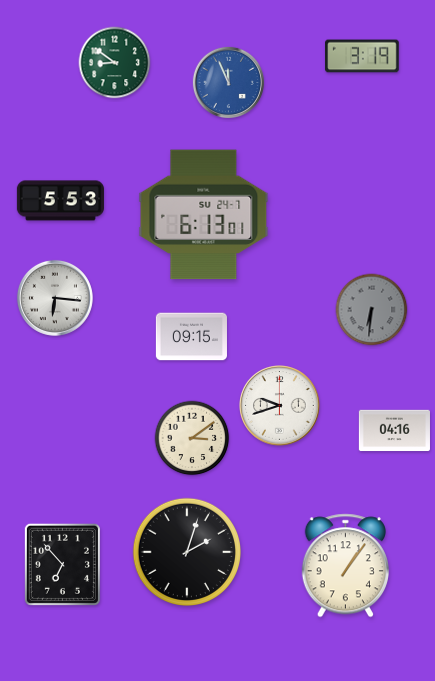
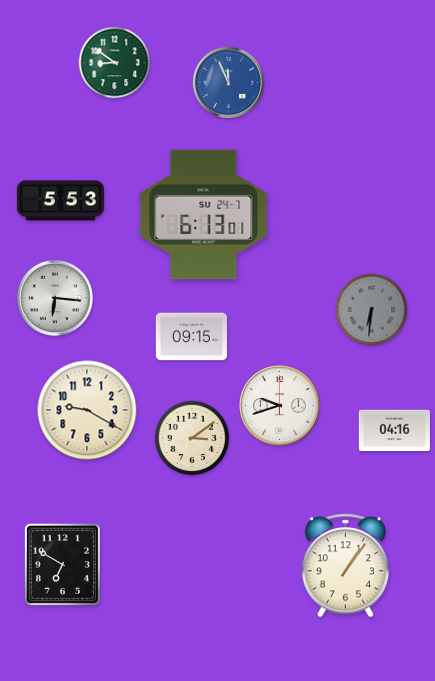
clock at (362, 56): 3:19 -> none
clock at (87, 410): none -> 9:20
clock at (186, 551): 2:03 -> none
clock at (62, 564): 6:53 -> 6:50
